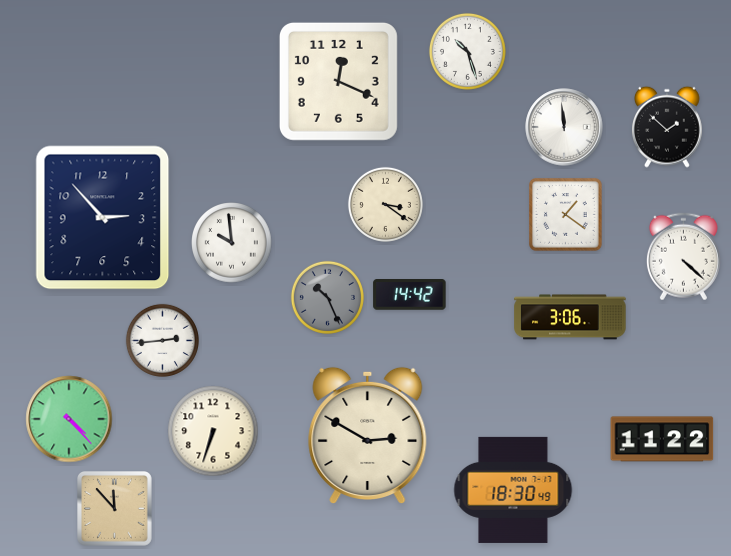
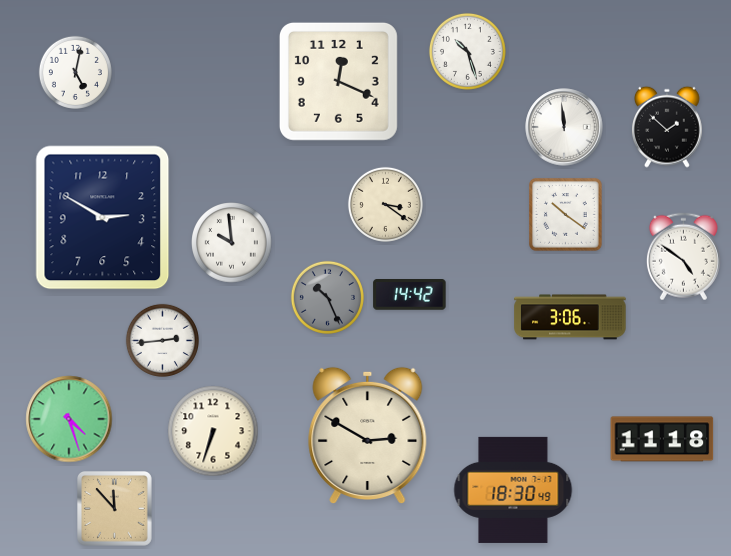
clock at (75, 72): none -> 5:02
clock at (566, 215): 1:21 -> 10:21
clock at (103, 218): 2:53 -> 2:50
clock at (683, 257): 4:22 -> 4:51
clock at (69, 419): 4:23 -> 4:27
clock at (662, 439): 11:22 -> 11:18
